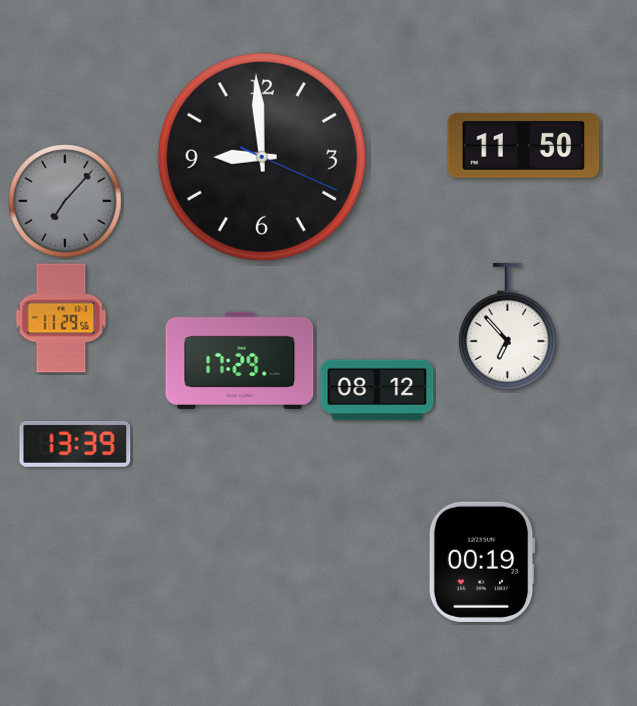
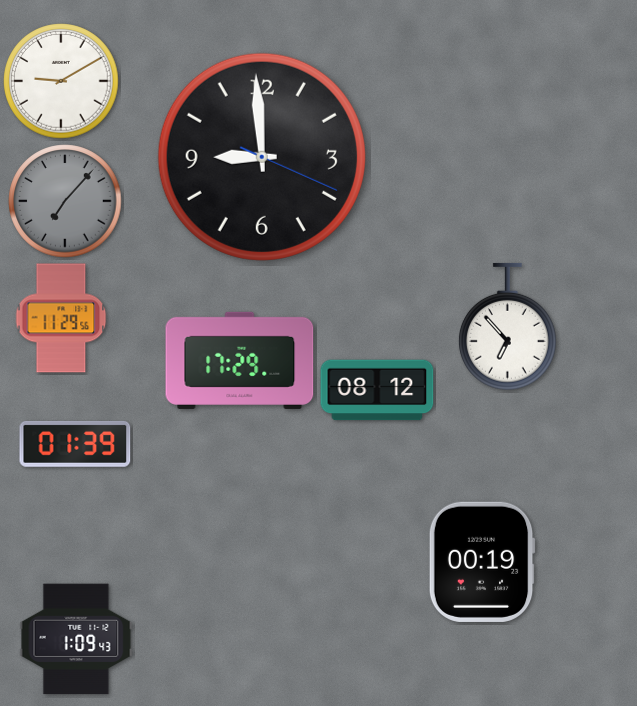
clock at (61, 81): none -> 9:10
clock at (524, 146): 11:50 -> none
clock at (75, 444): 13:39 -> 01:39
clock at (76, 639): none -> 1:09
